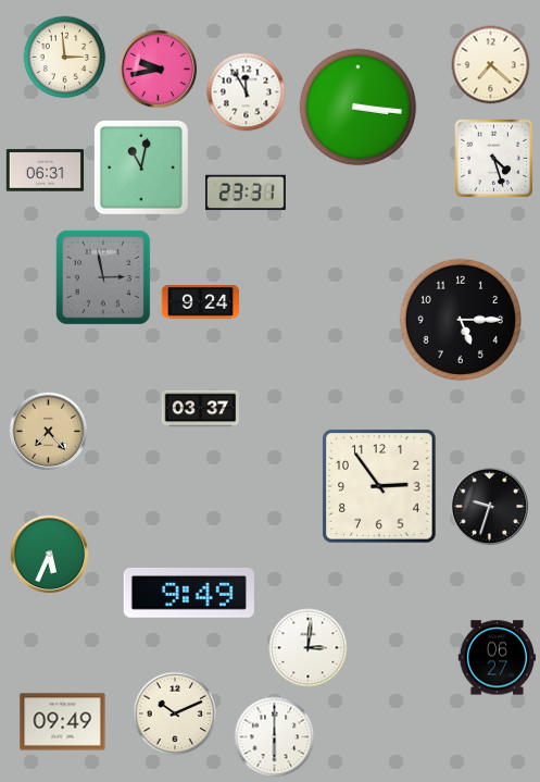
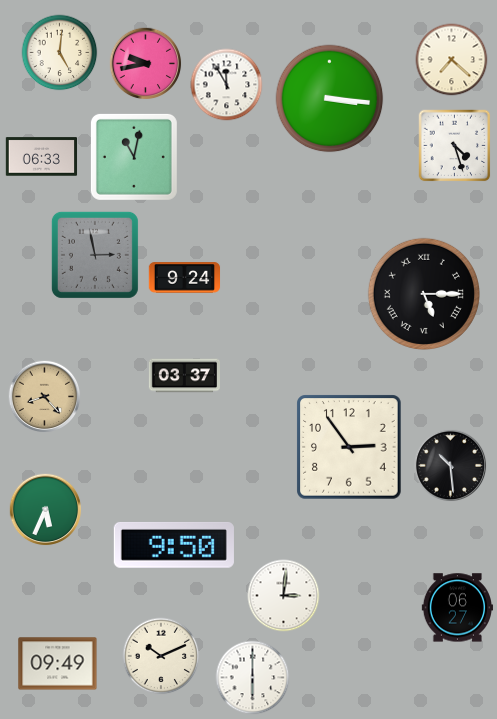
clock at (65, 58): 2:59 -> 5:01
clock at (141, 167) position: (141, 167) -> (134, 157)
clock at (46, 171): 06:31 -> 06:33
clock at (246, 193): 23:31 -> none
clock at (461, 320) numerals: Arabic -> Roman
clock at (49, 432): 7:23 -> 8:23
clock at (490, 507): 9:33 -> 10:29
clock at (189, 593): 9:49 -> 9:50
clock at (497, 658) position: (497, 658) -> (457, 608)
